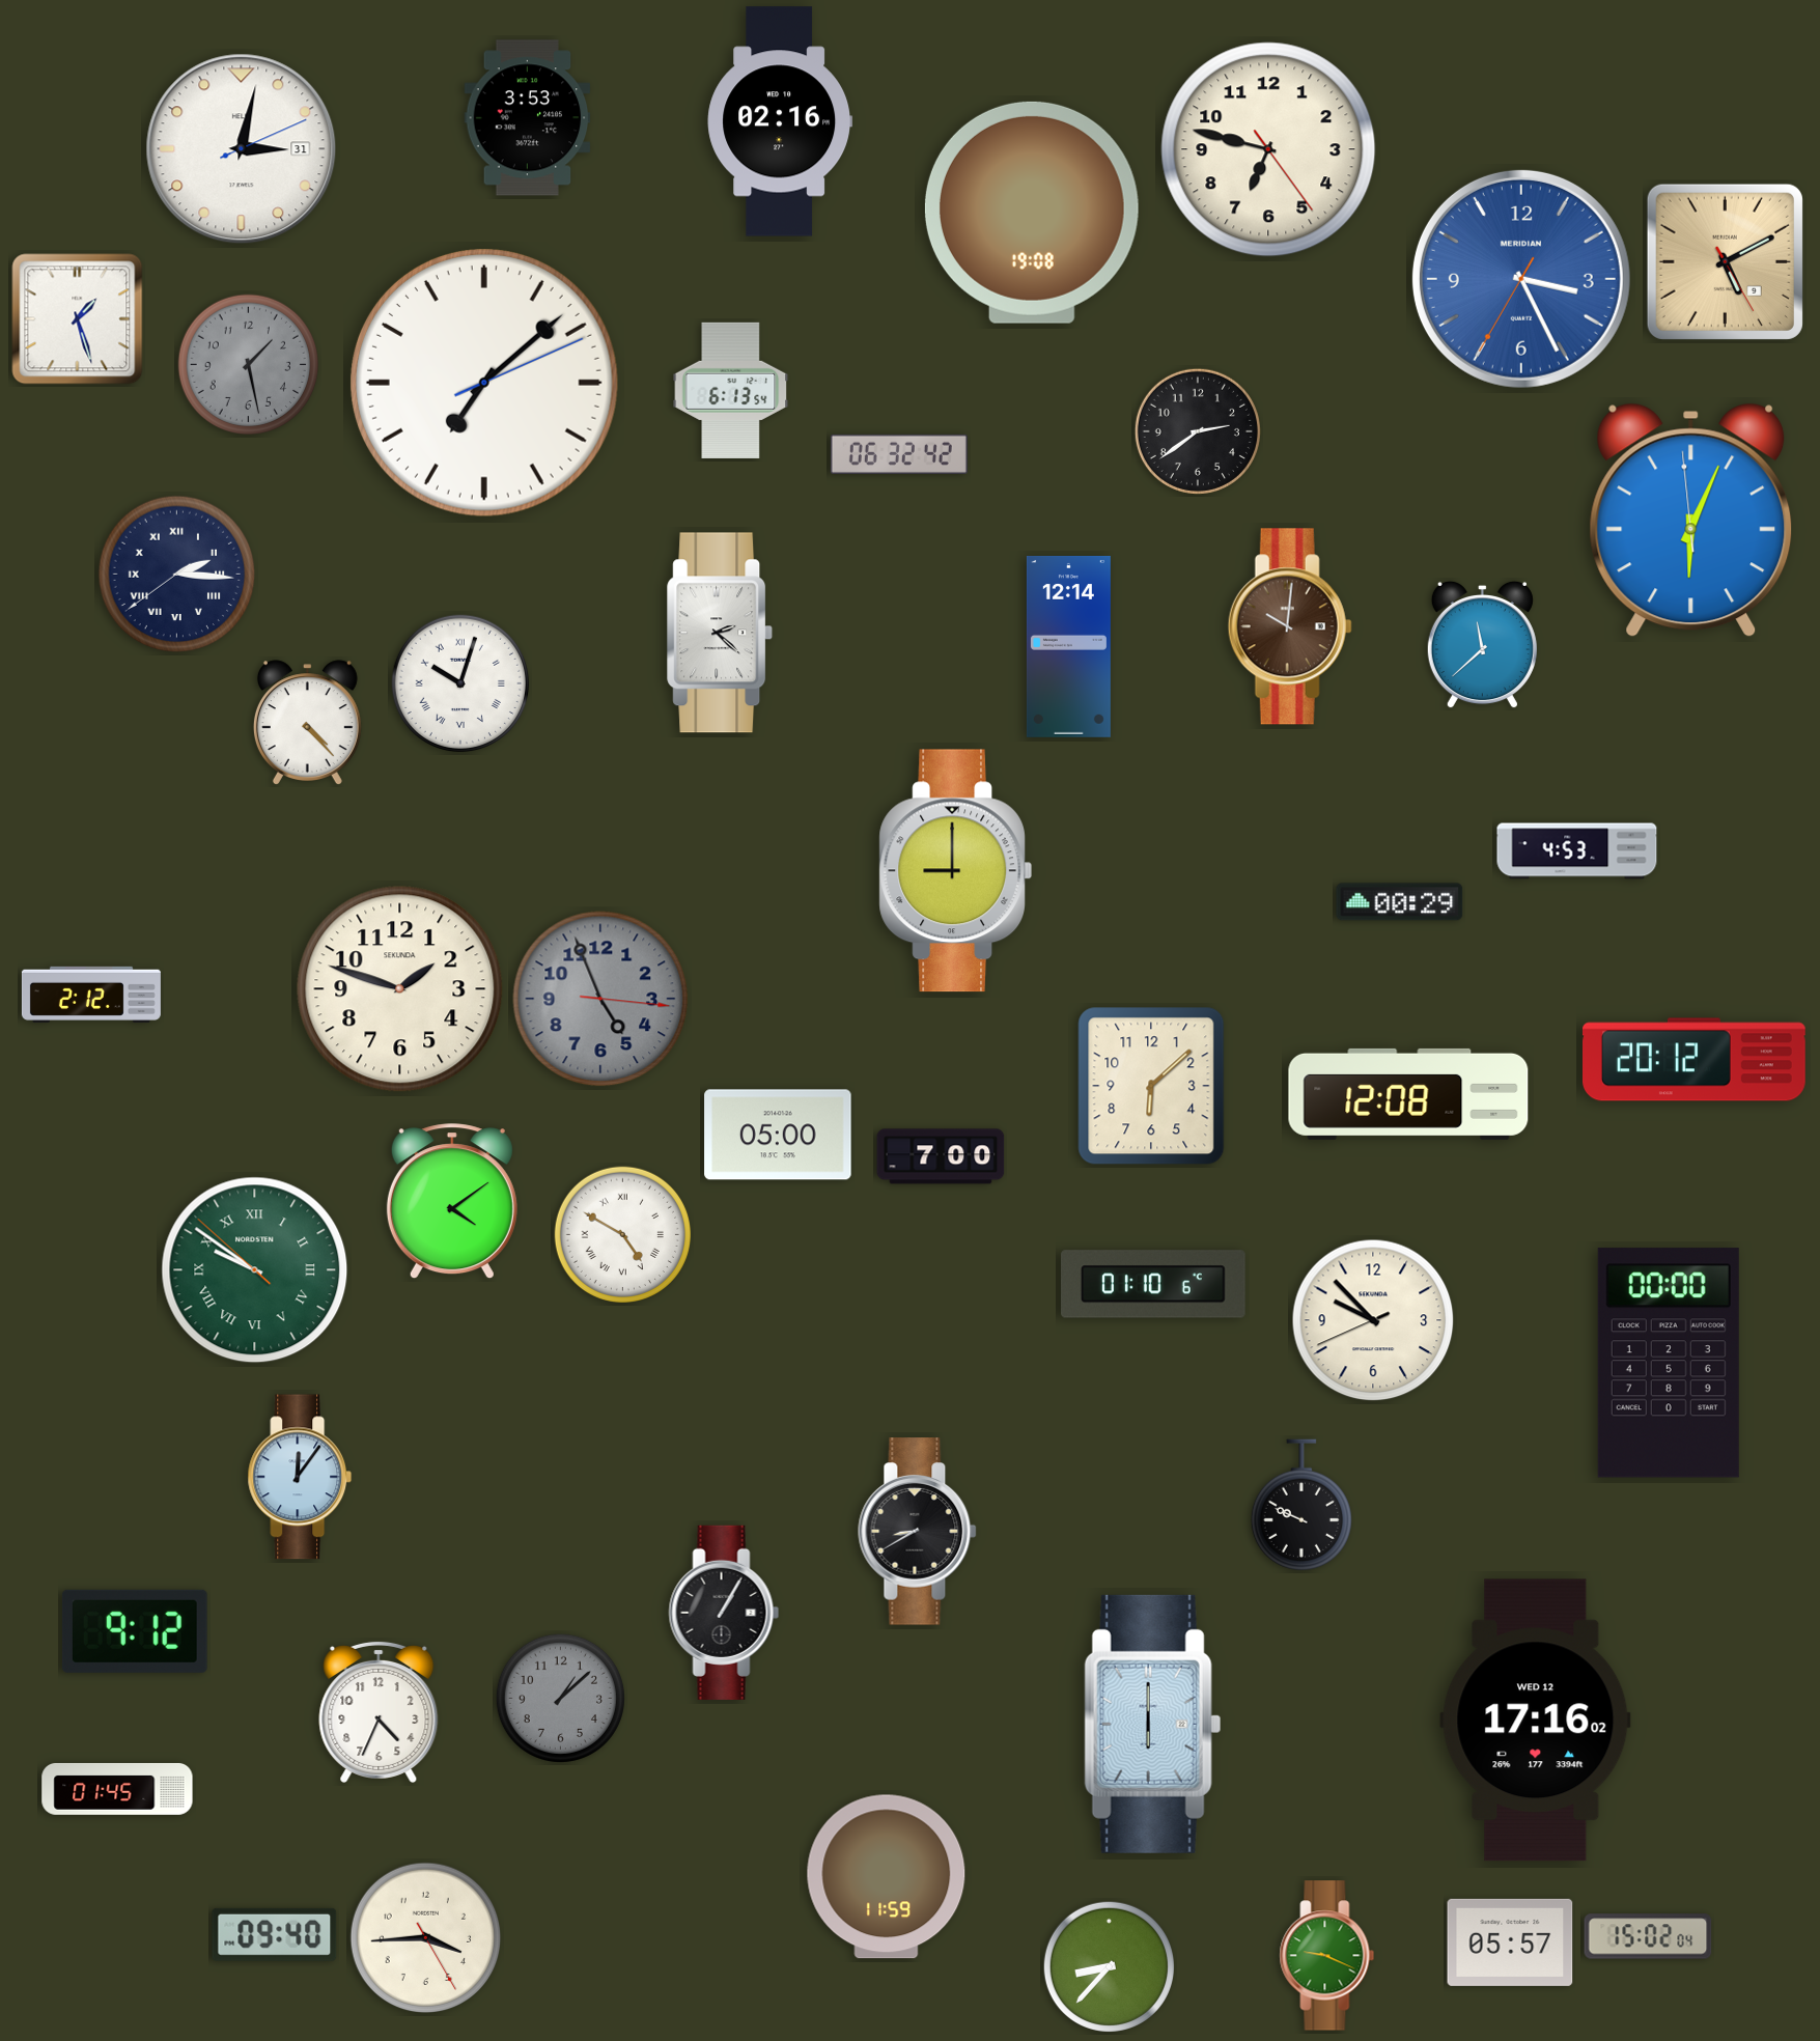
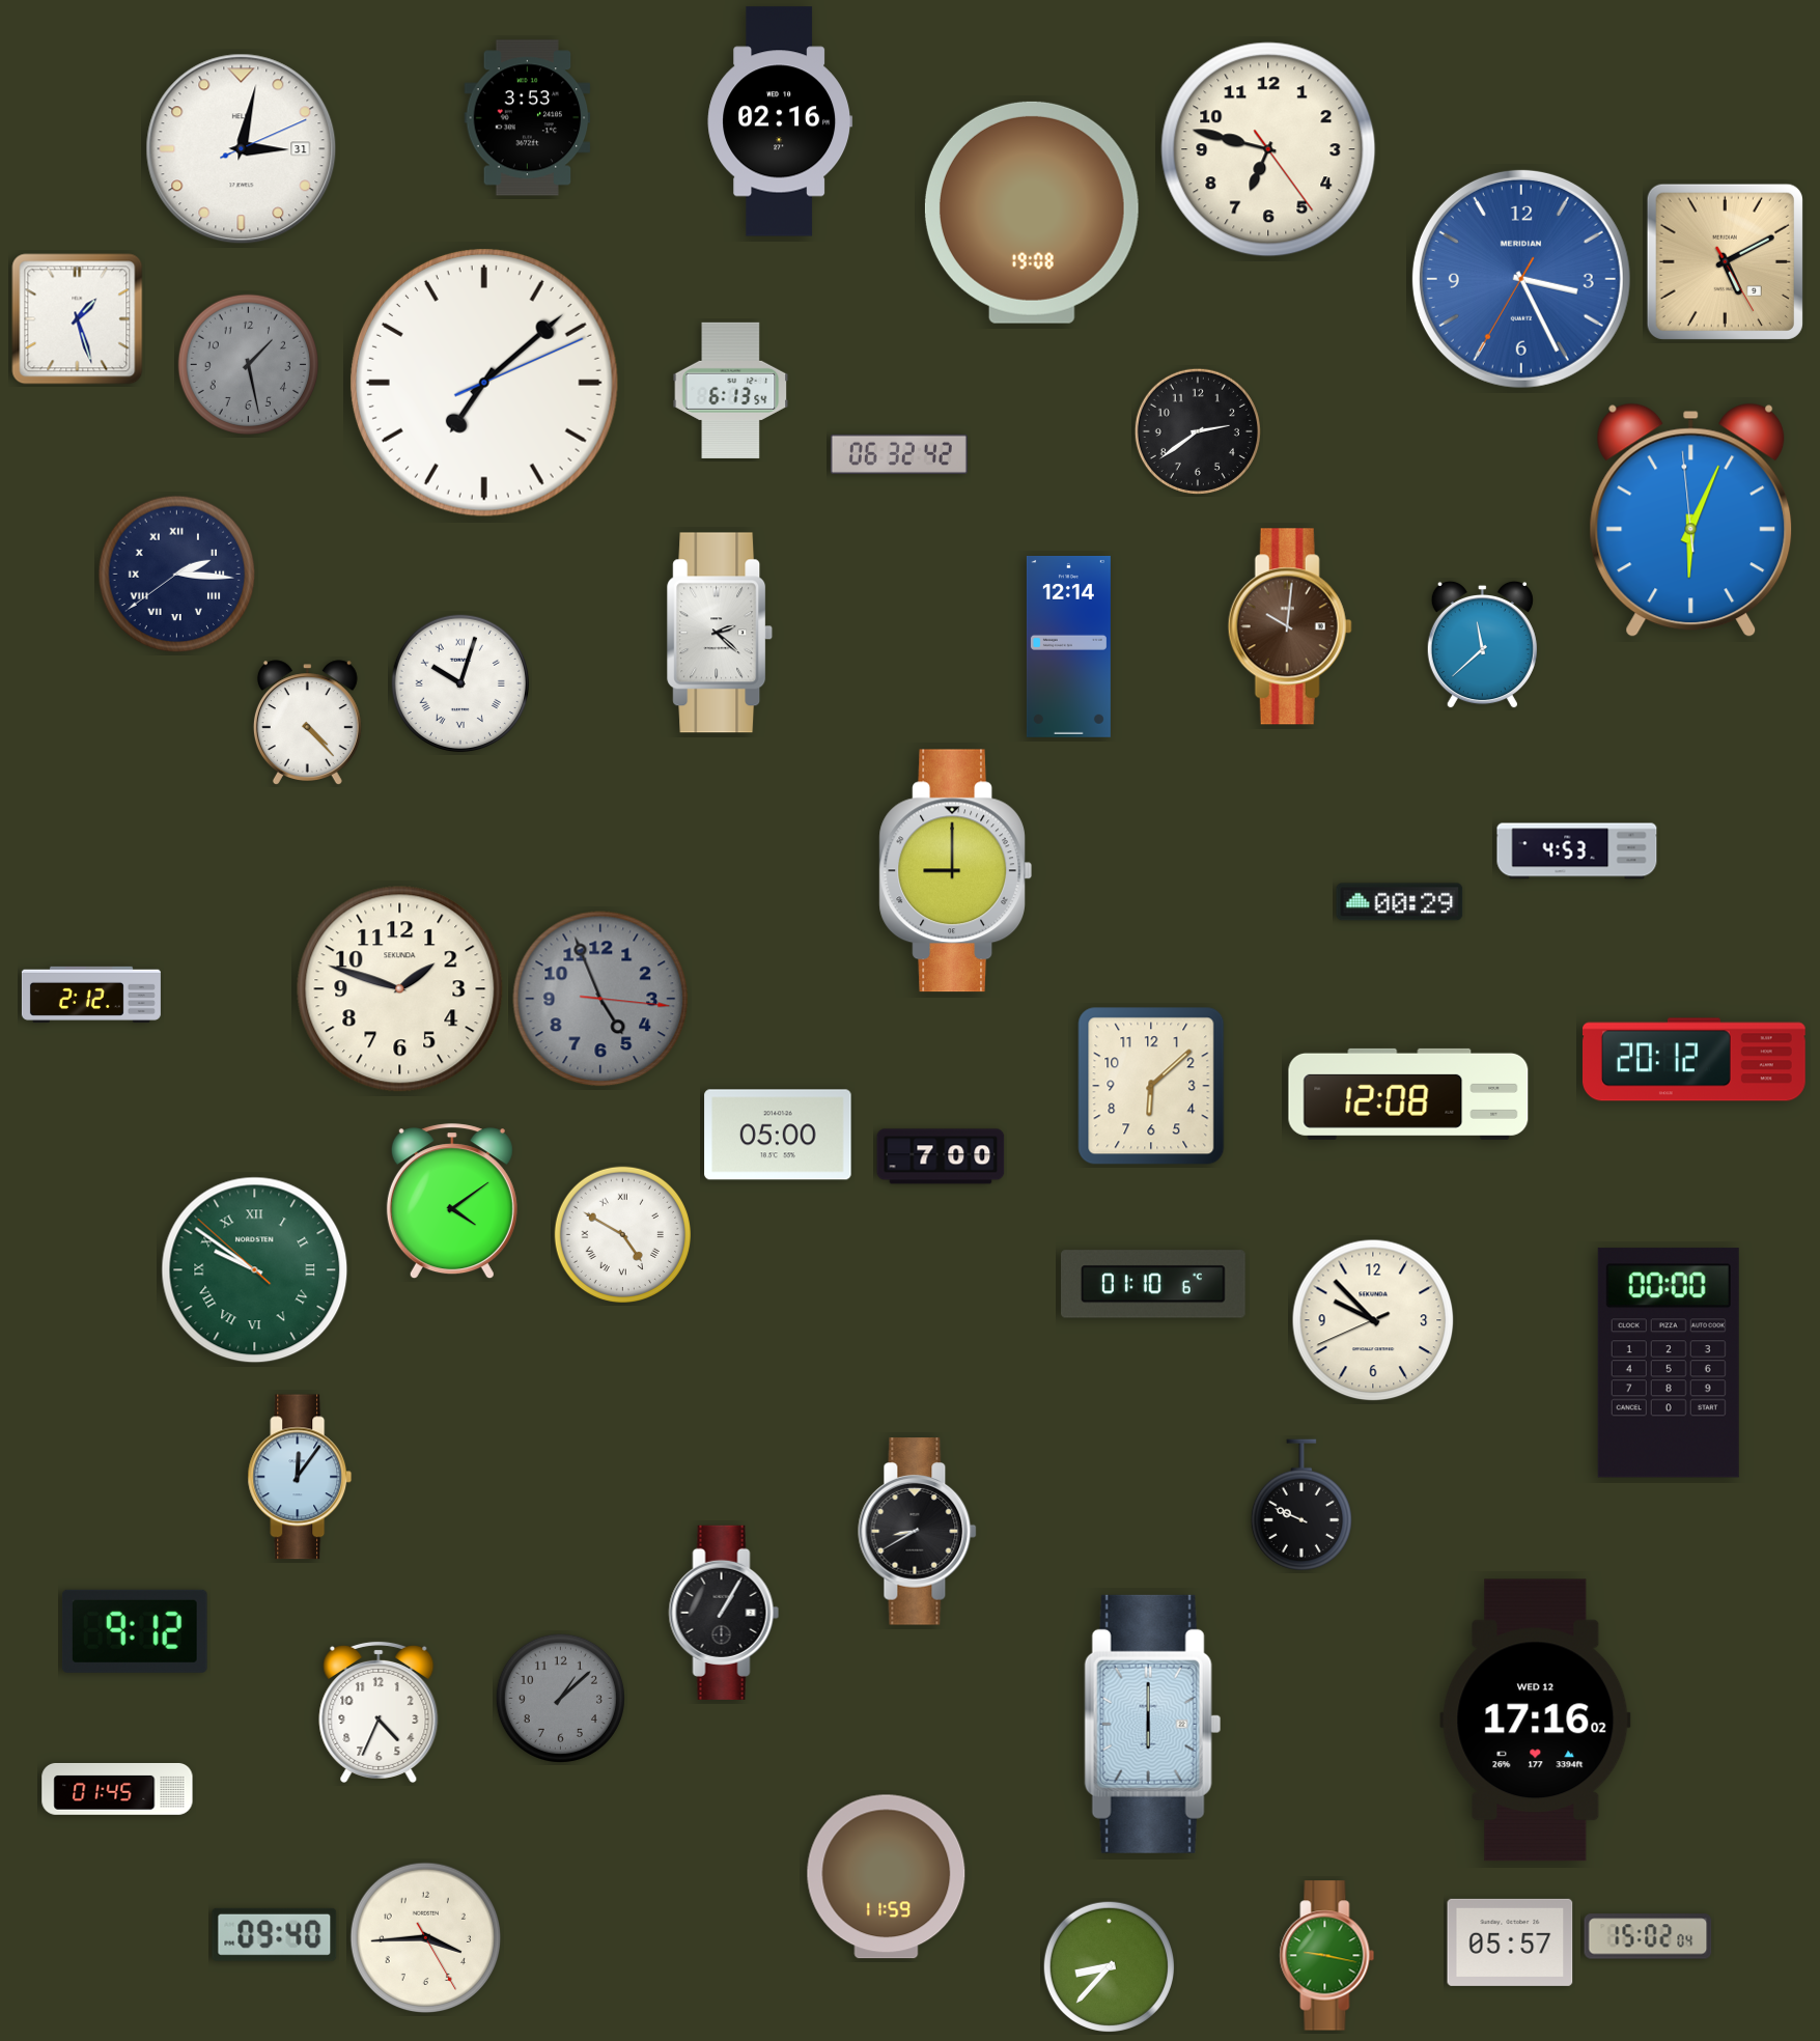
clock at (1327, 1956): 9:19 -> 9:17
